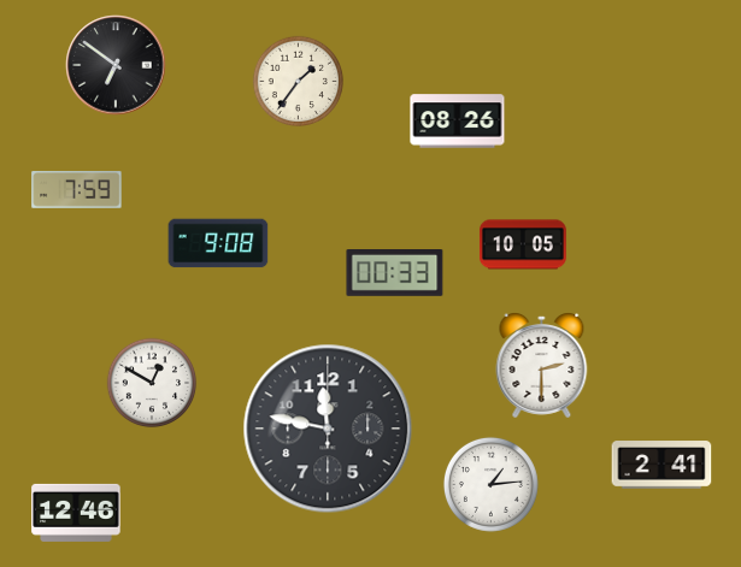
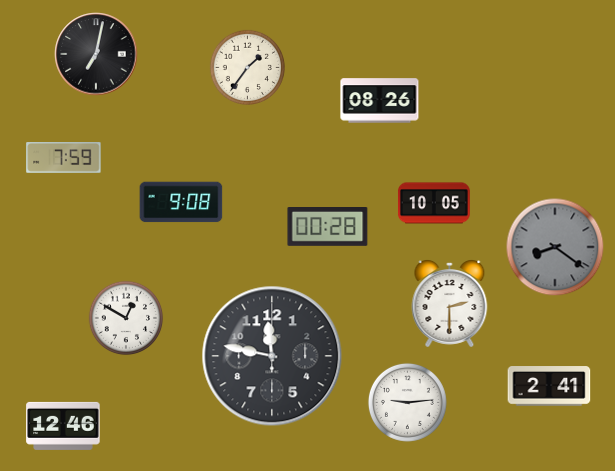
clock at (116, 65): 6:51 -> 7:02
clock at (395, 273): 00:33 -> 00:28
clock at (555, 247): none -> 8:21
clock at (490, 484): 1:14 -> 9:14
